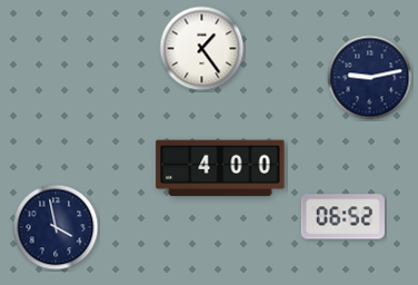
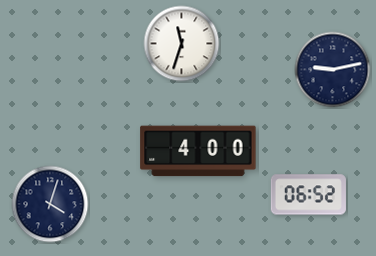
clock at (202, 49): 1:24 -> 11:33
clock at (56, 227): 3:58 -> 4:03
